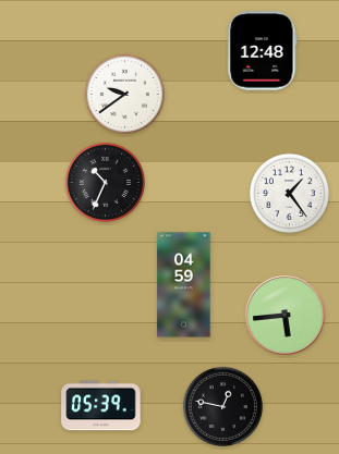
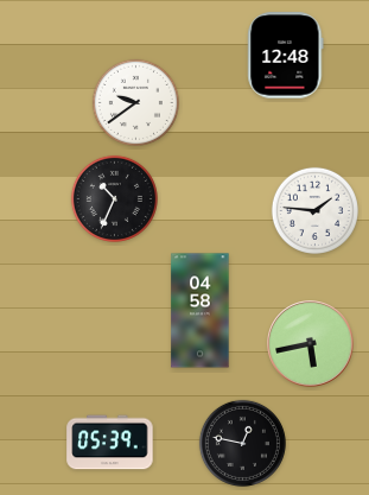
clock at (289, 193): 1:24 -> 1:46
clock at (184, 285): 04:59 -> 04:58
clock at (286, 316): 5:44 -> 5:43
